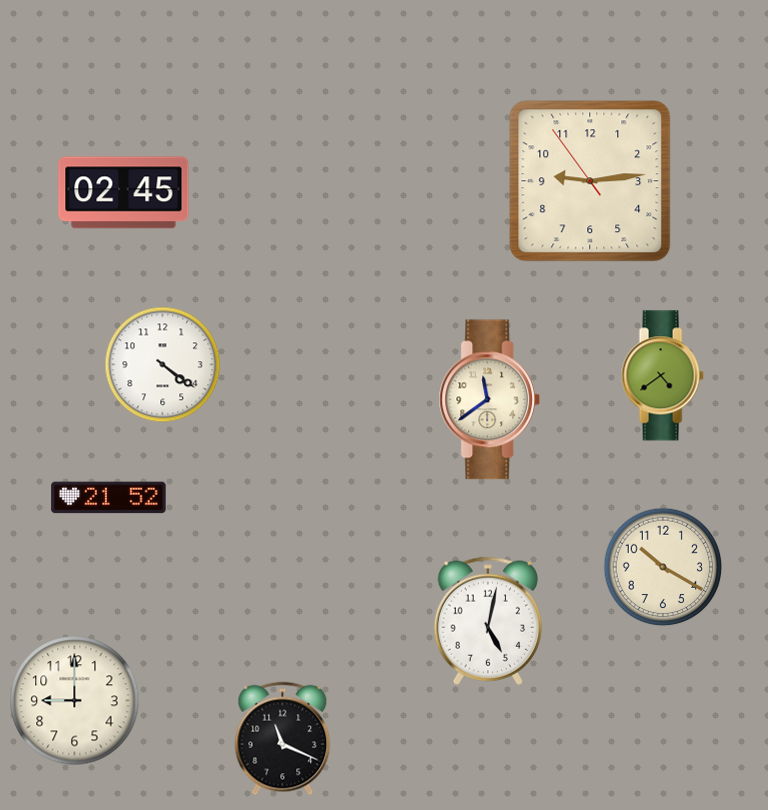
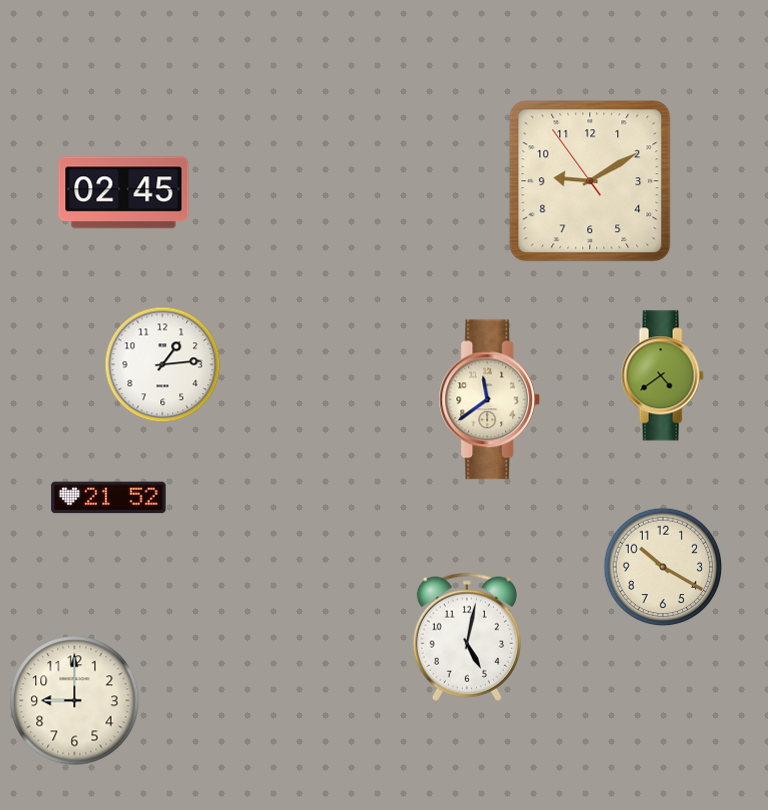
clock at (590, 181): 9:13 -> 9:09
clock at (163, 365): 4:21 -> 1:14
clock at (487, 621) position: (487, 621) -> (466, 637)
clock at (283, 739): 11:19 -> none
